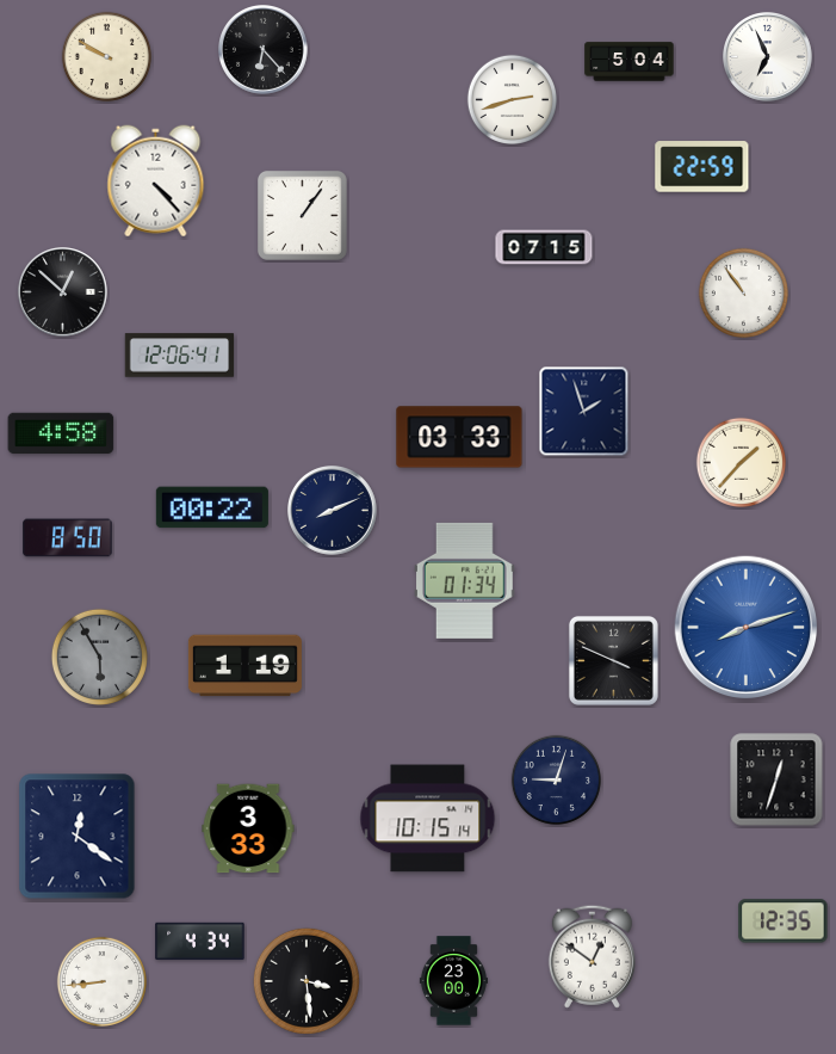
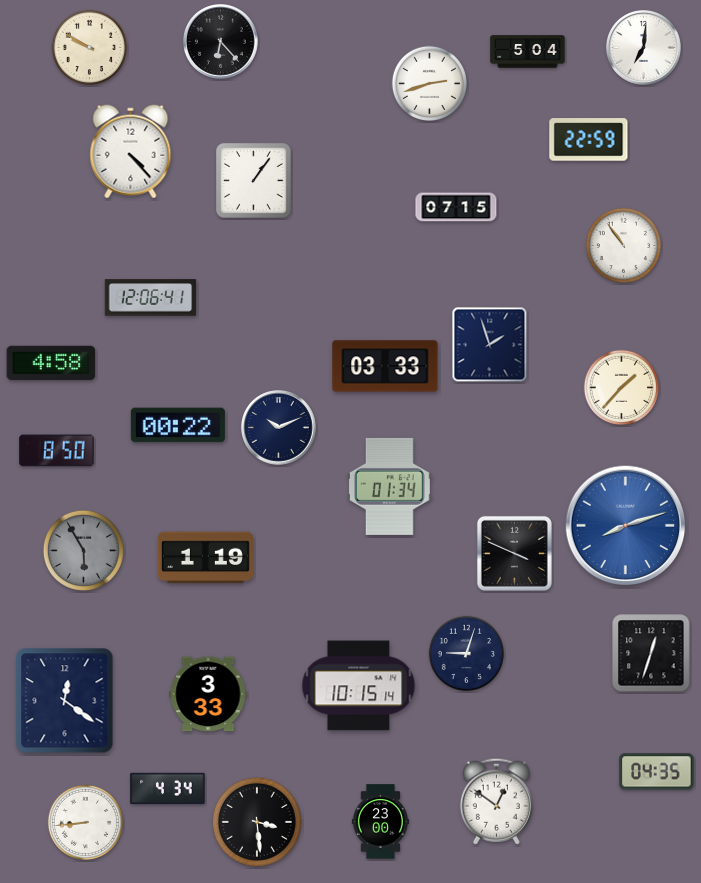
clock at (768, 57): 6:56 -> 7:01
clock at (63, 292): 12:52 -> none
clock at (333, 511): 8:11 -> 10:11
clock at (784, 922): 12:35 -> 04:35
